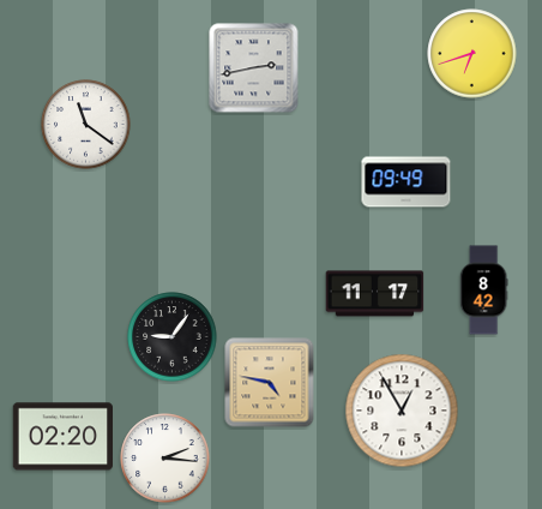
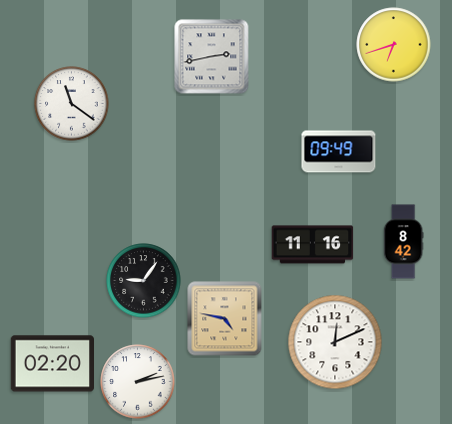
clock at (375, 294): 11:17 -> 11:16
clock at (402, 411): 12:55 -> 12:11
clock at (165, 459): 2:16 -> 2:13
